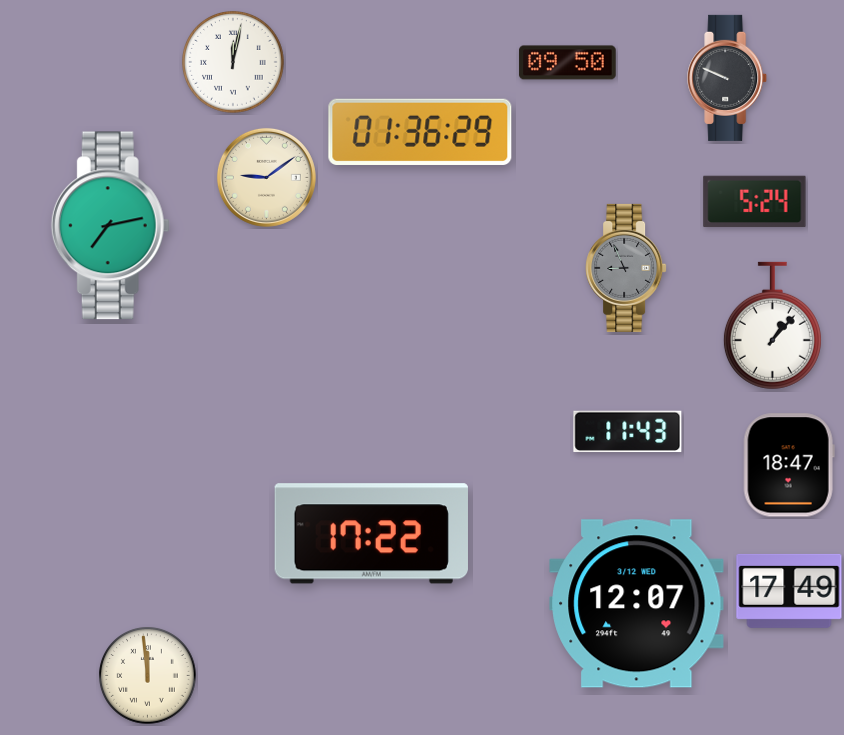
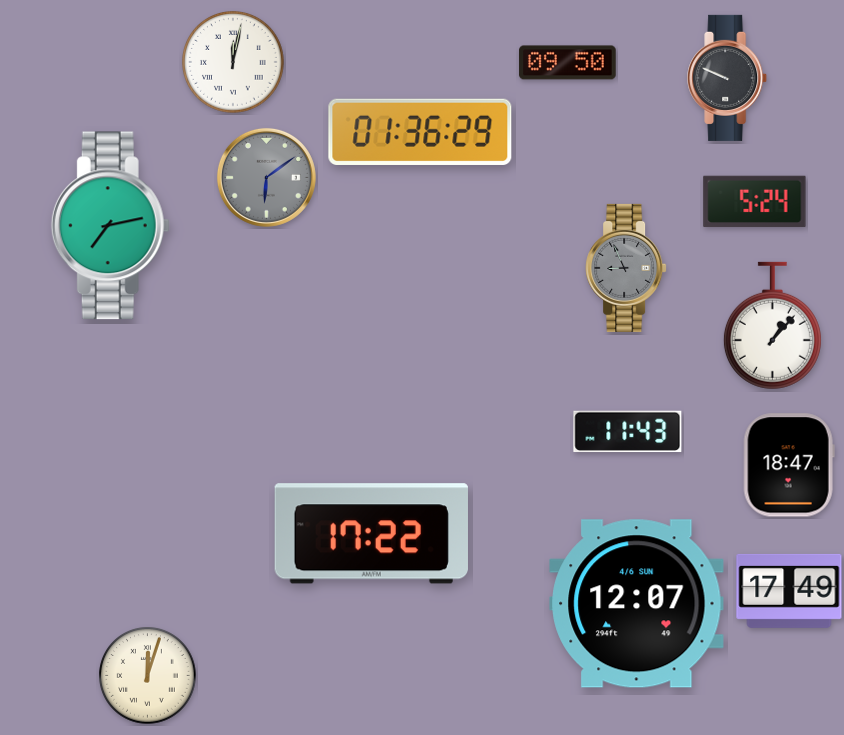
clock at (266, 177): 9:09 -> 6:09
clock at (266, 177) dial: cream -> grey
clock at (637, 604) date: 3/12 WED -> 4/6 SUN
clock at (148, 676): 11:59 -> 12:03
